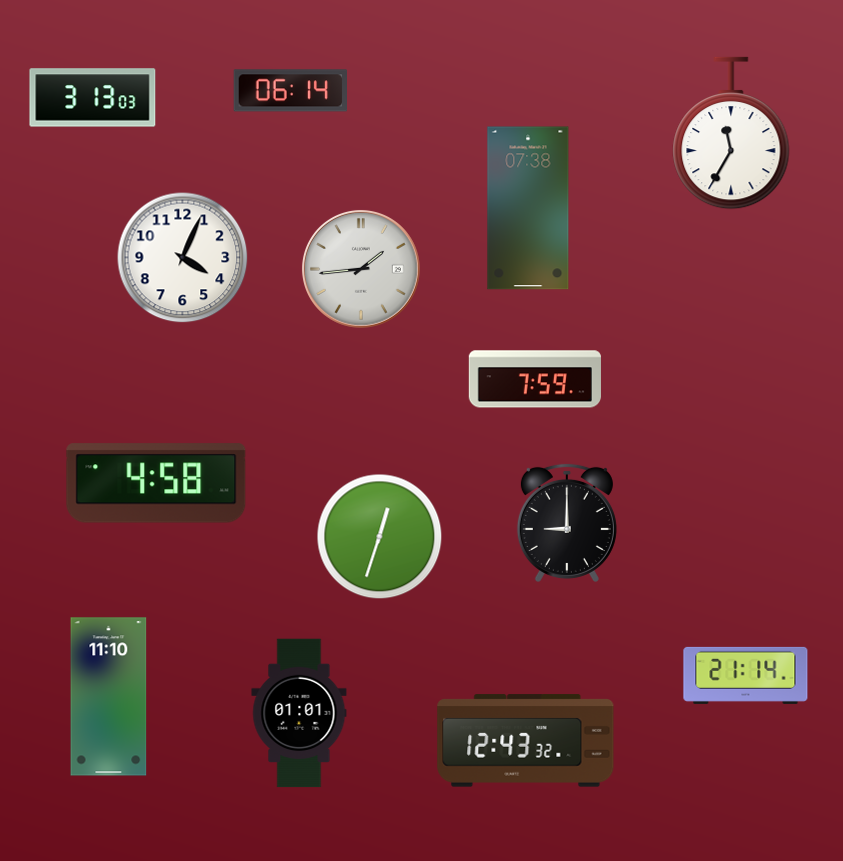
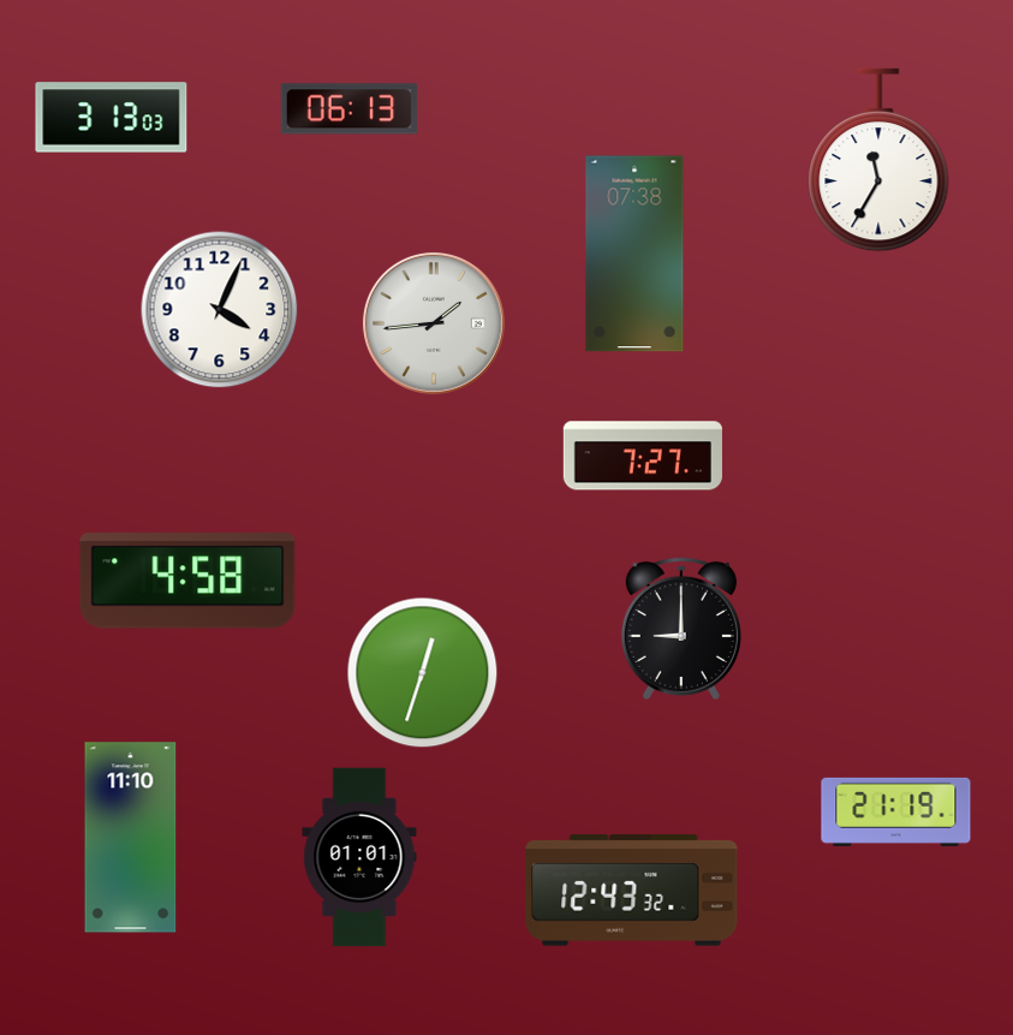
clock at (290, 91): 06:14 -> 06:13
clock at (528, 208) position: (528, 208) -> (634, 254)
clock at (535, 379): 7:59 -> 7:27
clock at (380, 537) position: (380, 537) -> (423, 673)
clock at (746, 675): 21:14 -> 21:19
